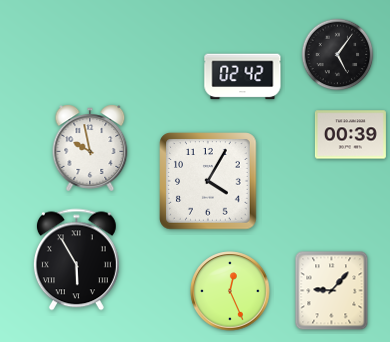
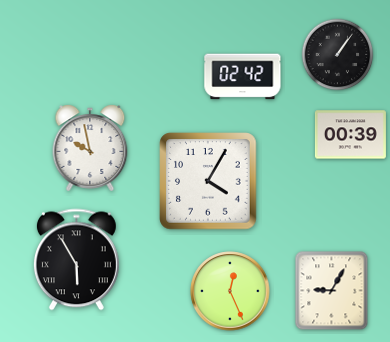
clock at (338, 55): 5:06 -> 1:06
clock at (332, 291): 9:07 -> 9:05
